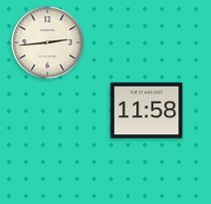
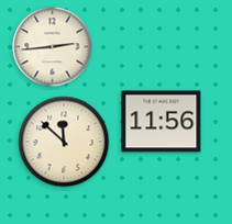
clock at (147, 111): 11:58 -> 11:56
clock at (64, 142): none -> 11:52
